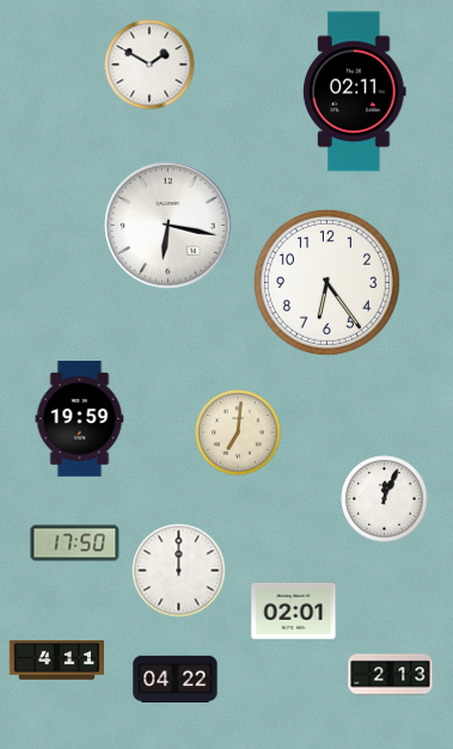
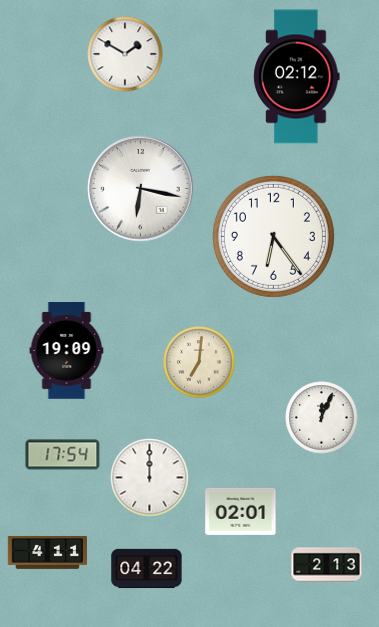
clock at (355, 92): 02:11 -> 02:12
clock at (80, 419): 19:59 -> 19:09
clock at (75, 544): 17:50 -> 17:54
clock at (294, 610) position: (294, 610) -> (241, 511)
